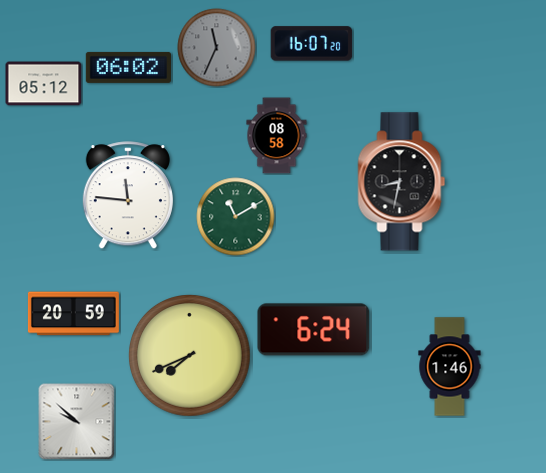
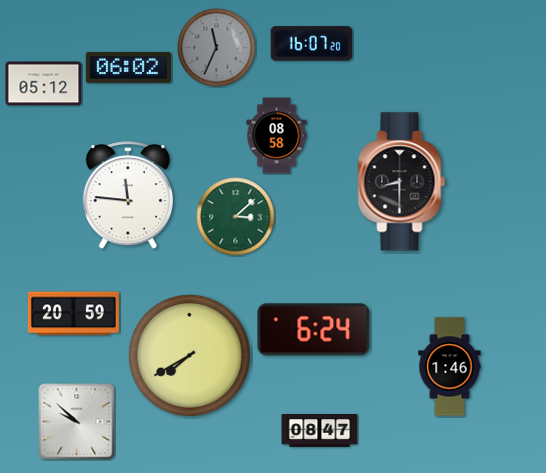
clock at (402, 182): 8:32 -> 8:30
clock at (236, 217): 11:10 -> 3:08
clock at (190, 356): 7:41 -> 7:40
clock at (320, 431): none -> 08:47
